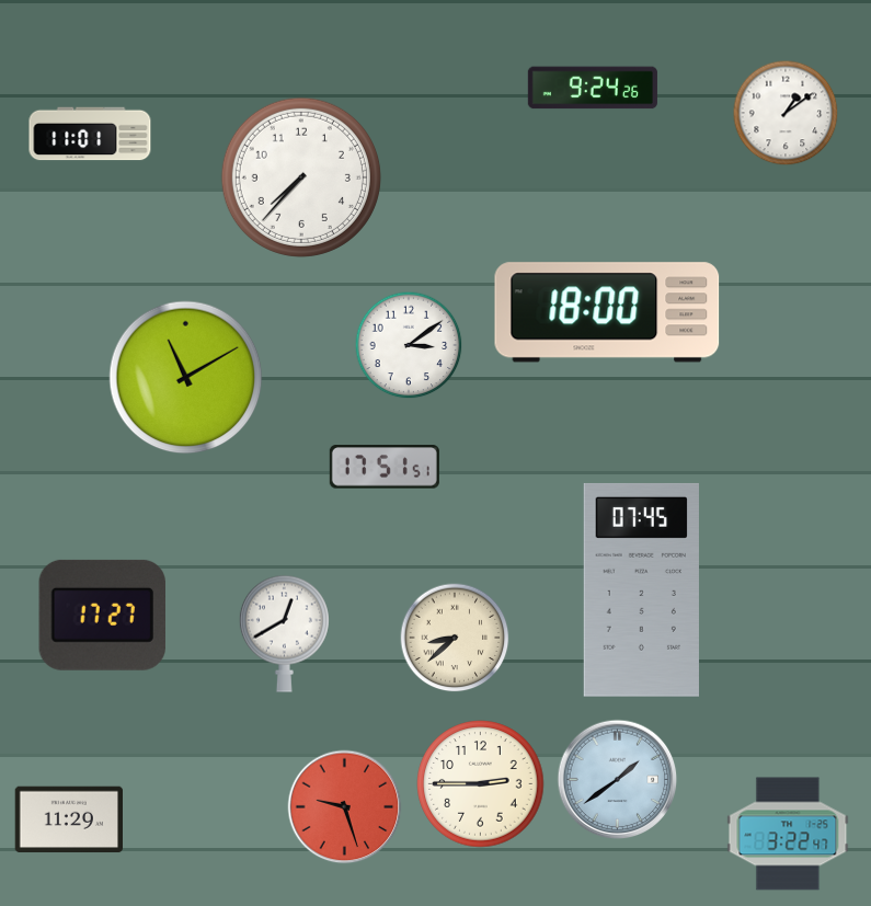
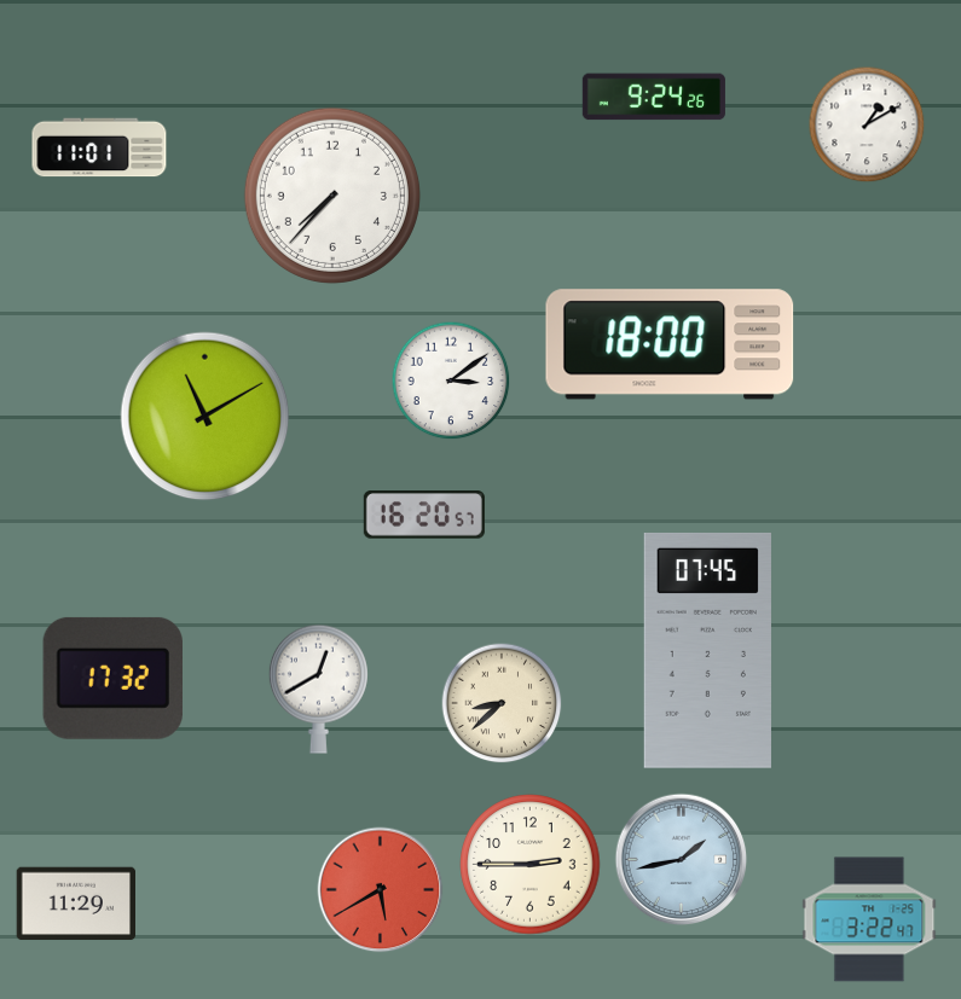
clock at (786, 113): 1:09 -> 1:10
clock at (385, 467): 17:51 -> 16:20
clock at (102, 615): 17:27 -> 17:32
clock at (284, 633) position: (284, 633) -> (318, 689)
clock at (618, 780): 1:39 -> 1:43
clock at (345, 807): 9:27 -> 5:40
